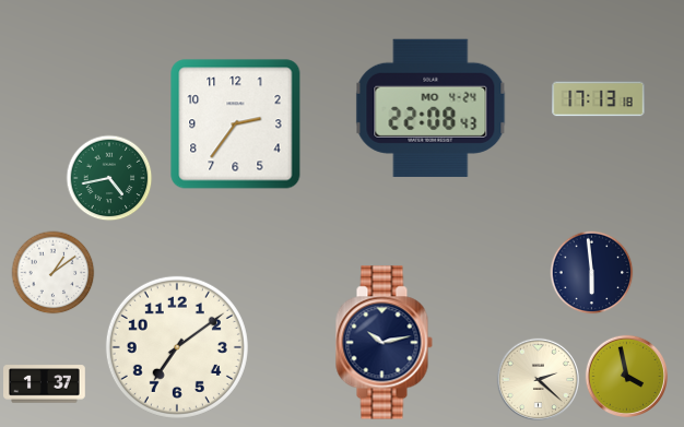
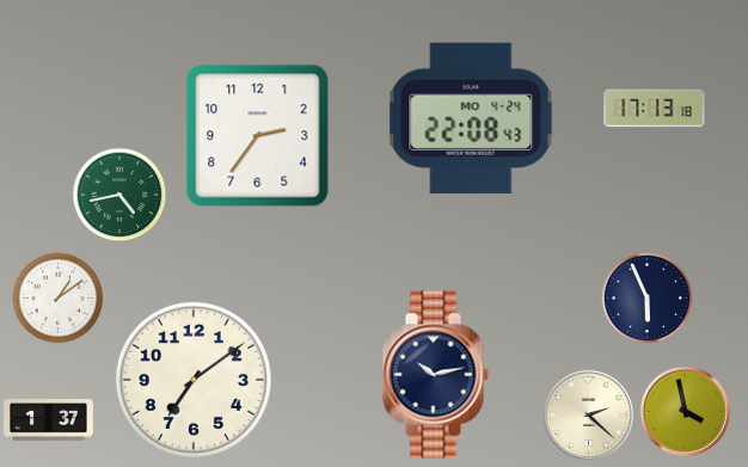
clock at (592, 273): 5:59 -> 5:56
clock at (384, 343) position: (384, 343) -> (435, 375)
